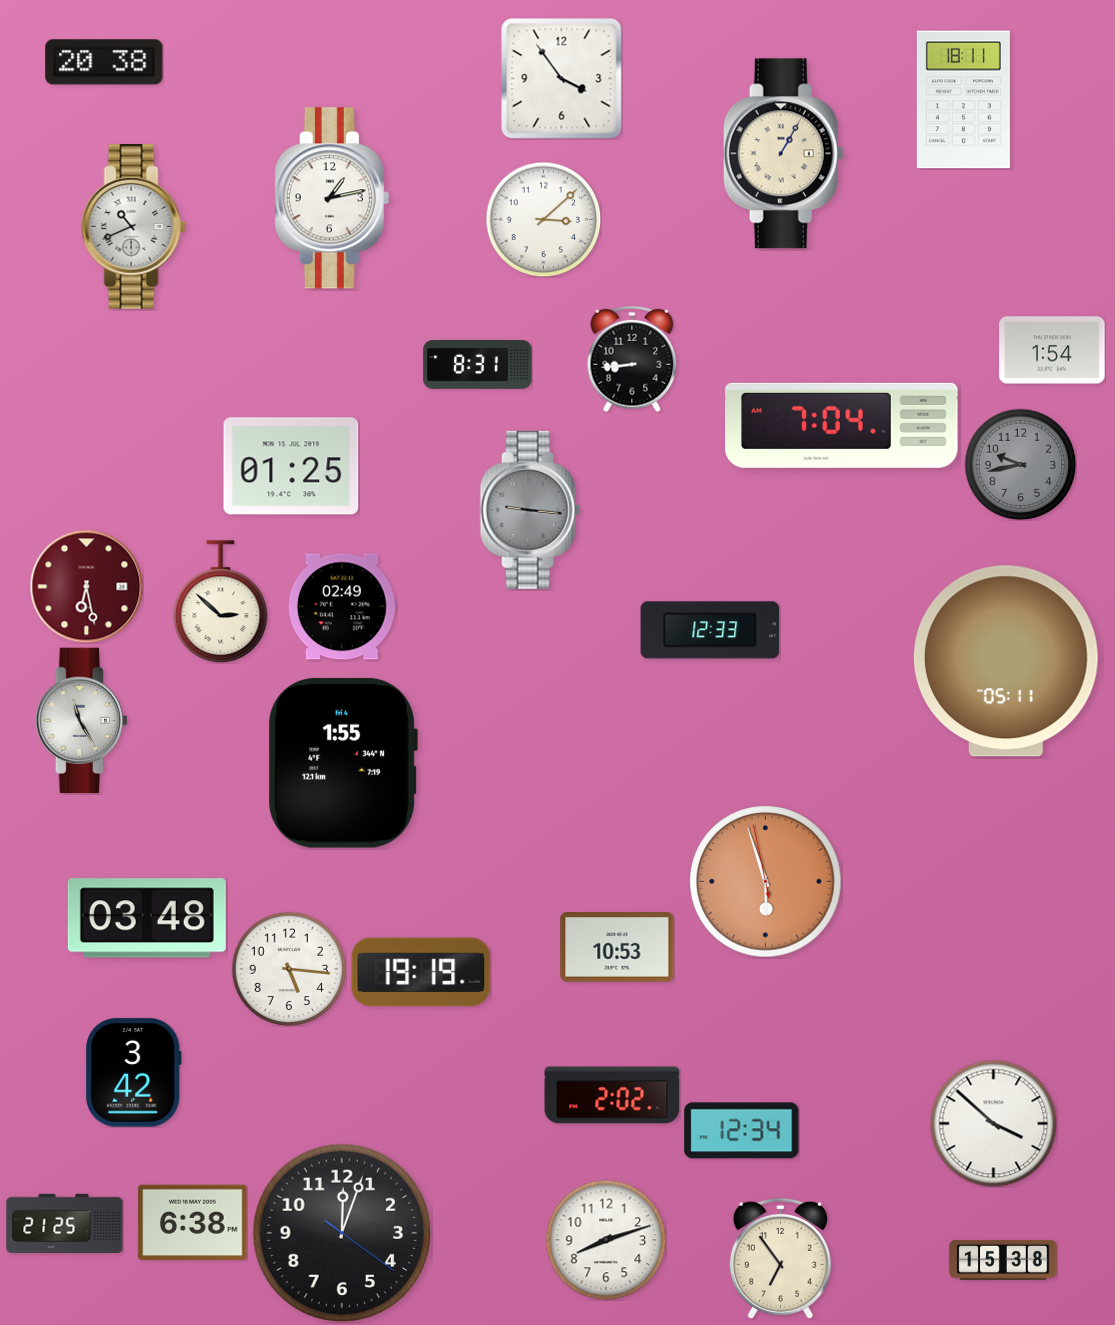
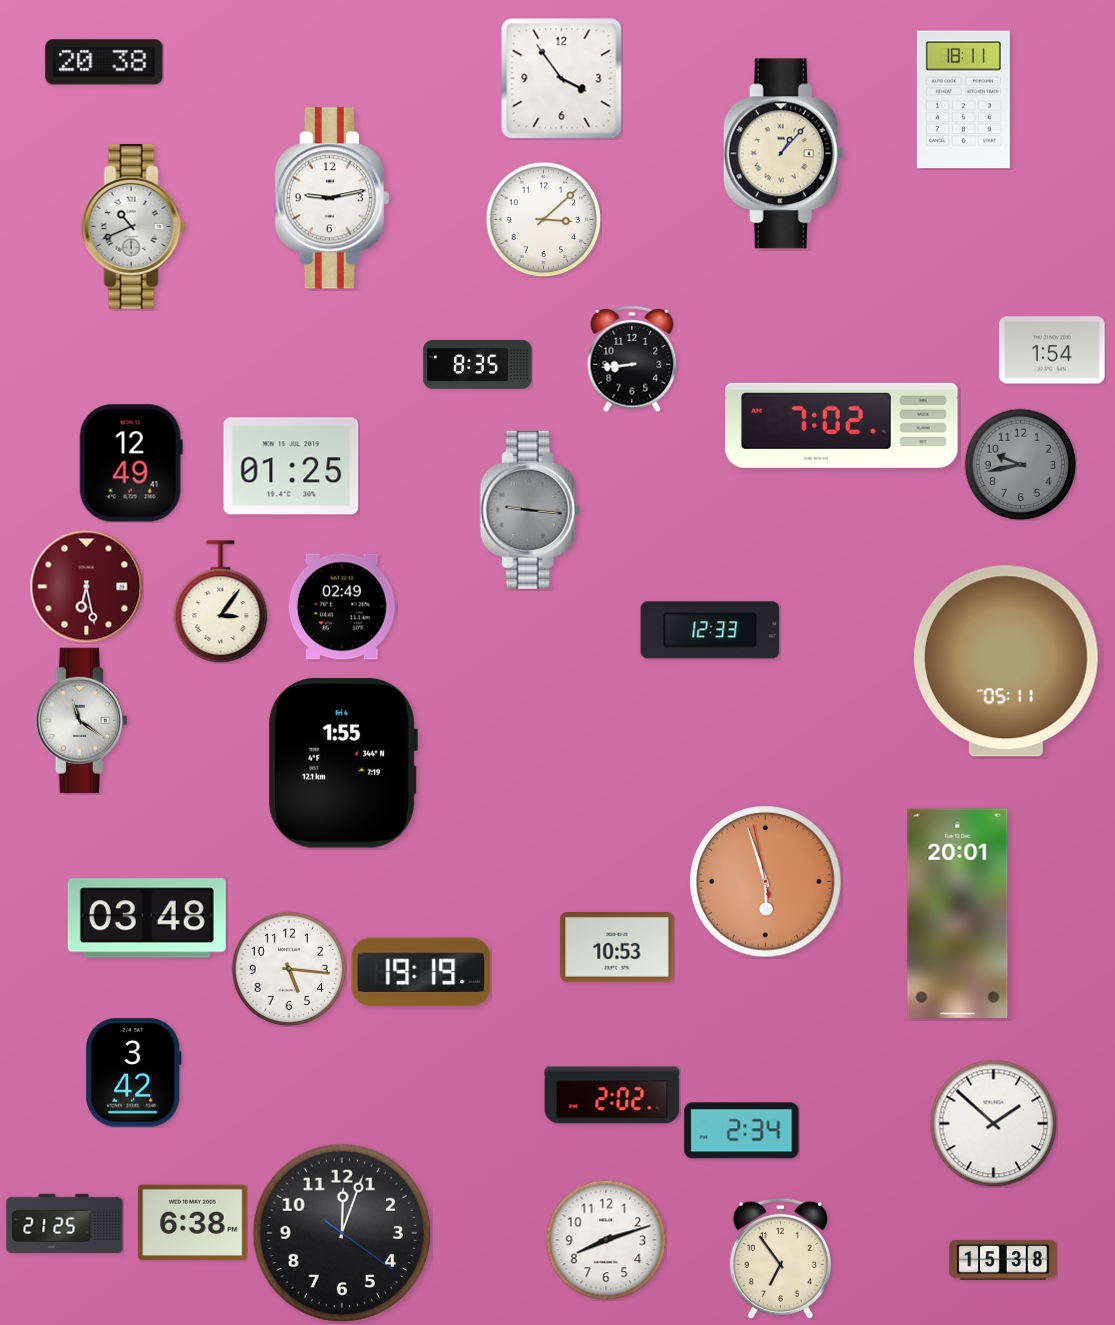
clock at (783, 154): 1:05 -> 1:07
clock at (332, 198): 1:13 -> 9:13
clock at (478, 364): 8:31 -> 8:35
clock at (842, 425): 7:04 -> 7:02
clock at (131, 463): none -> 12:49
clock at (221, 602): 2:52 -> 3:06
clock at (81, 721): 11:25 -> 11:21
clock at (958, 913): none -> 20:01
clock at (993, 1123): 3:52 -> 1:52
clock at (742, 1131): 12:34 -> 2:34
